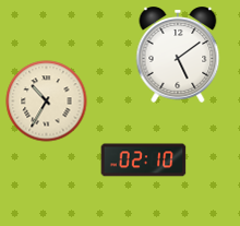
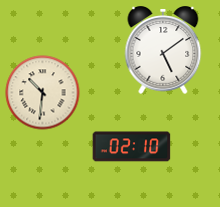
clock at (47, 102): 10:35 -> 10:31
